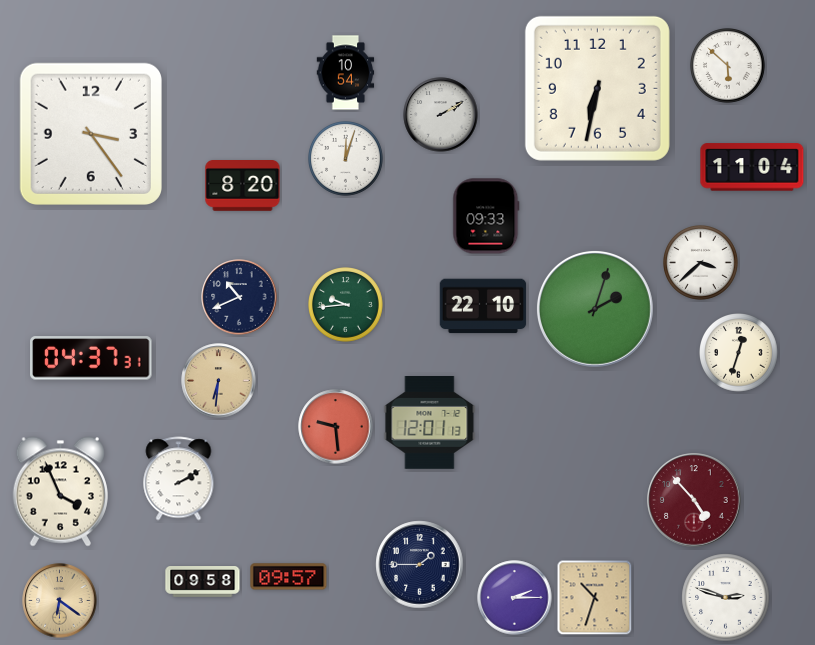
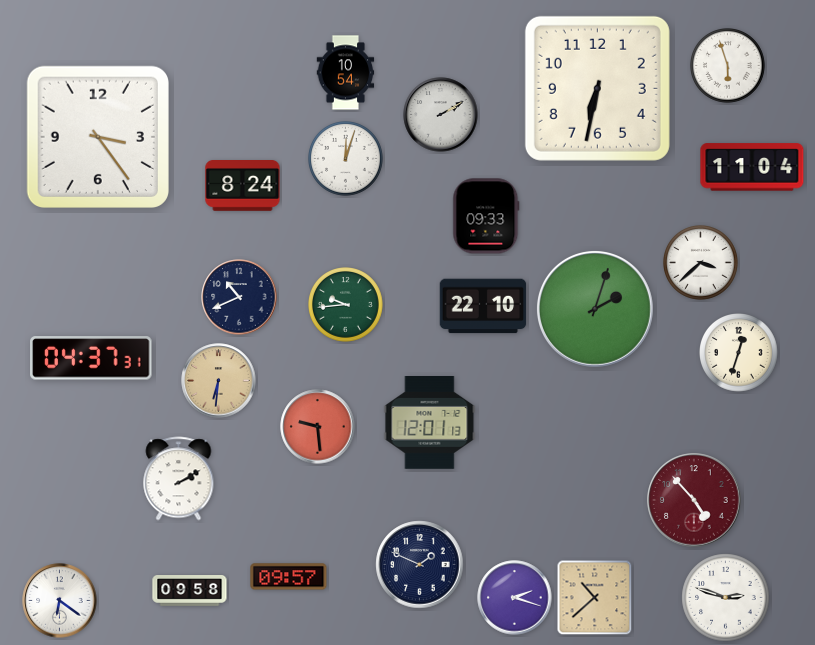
clock at (728, 66): 5:52 -> 5:57
clock at (91, 134) position: (91, 134) -> (98, 137)
clock at (243, 186): 8:20 -> 8:24
clock at (336, 427) position: (336, 427) -> (318, 427)
clock at (60, 492): 3:56 -> none
clock at (420, 565): 1:45 -> 1:49
clock at (203, 582) position: (203, 582) -> (190, 591)
clock at (515, 598): 2:15 -> 2:18
clock at (595, 598): 10:33 -> 10:38
clock at (60, 601) dial: champagne -> white
